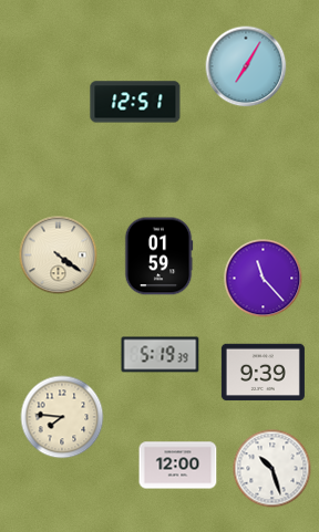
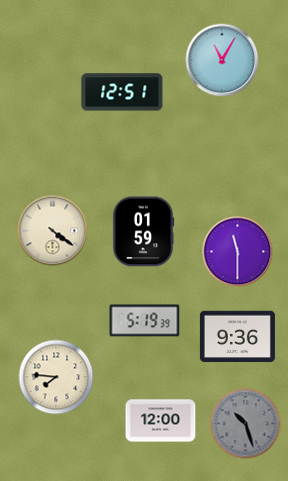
clock at (246, 66): 7:05 -> 11:05
clock at (264, 279): 11:23 -> 11:30
clock at (263, 373): 9:39 -> 9:36
clock at (272, 469) dial: white -> grey
